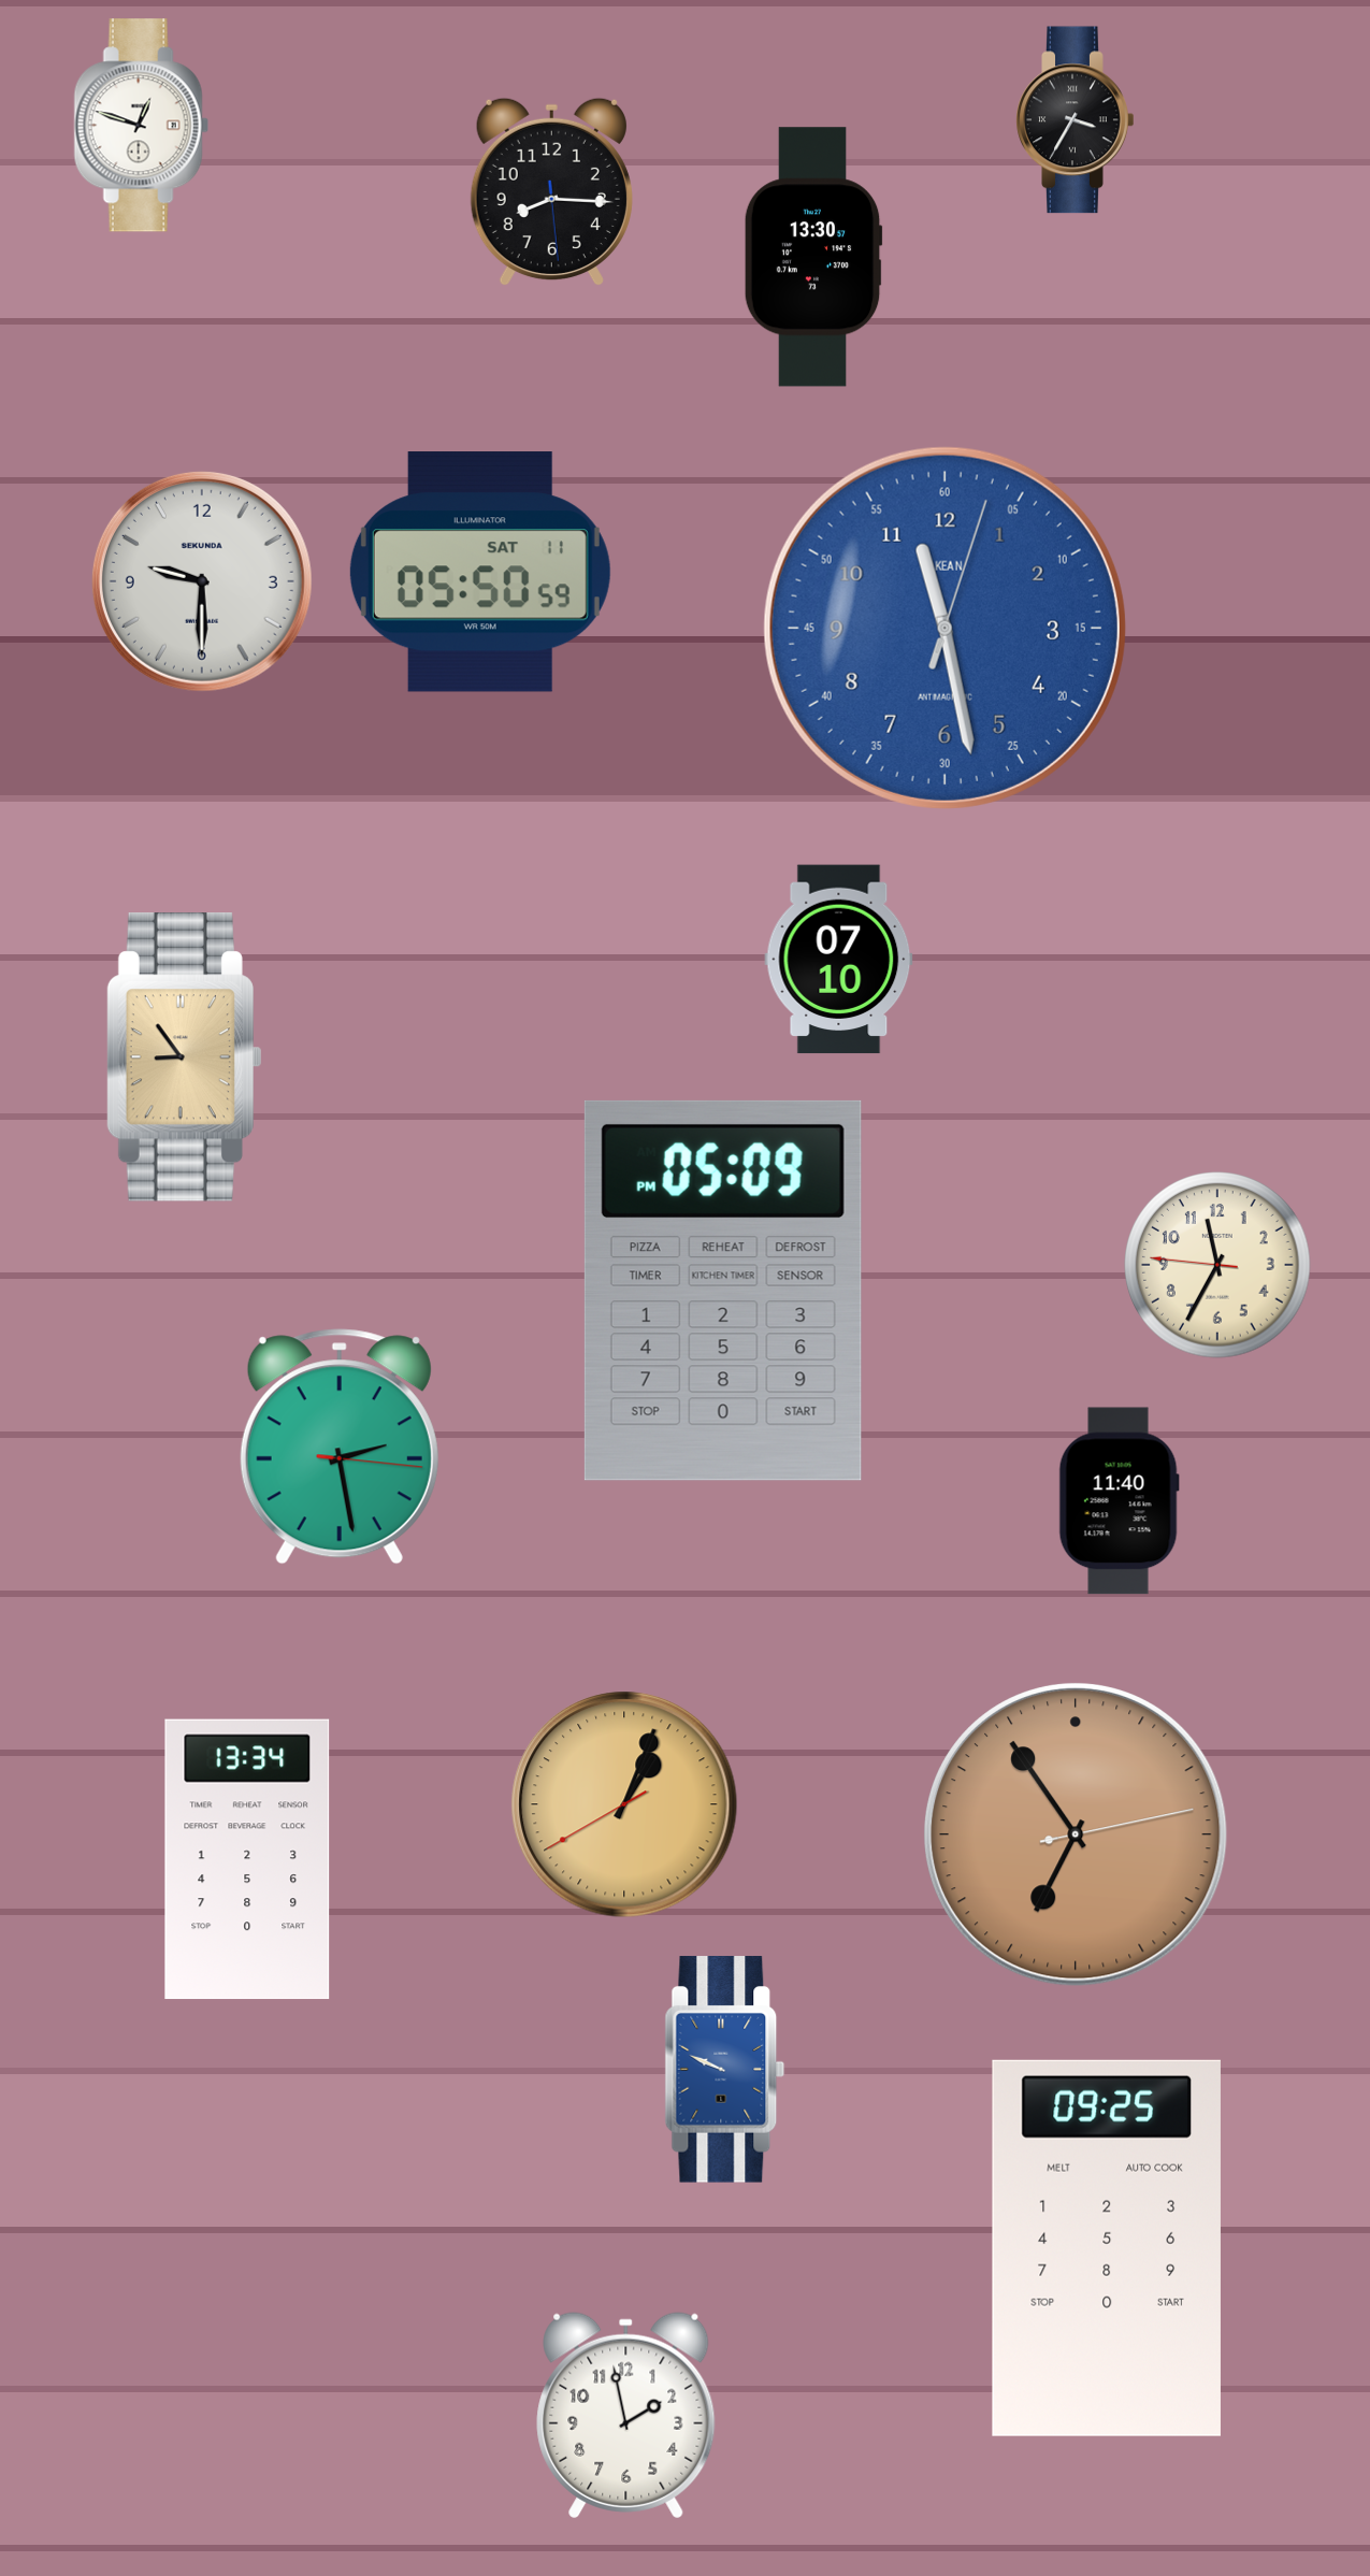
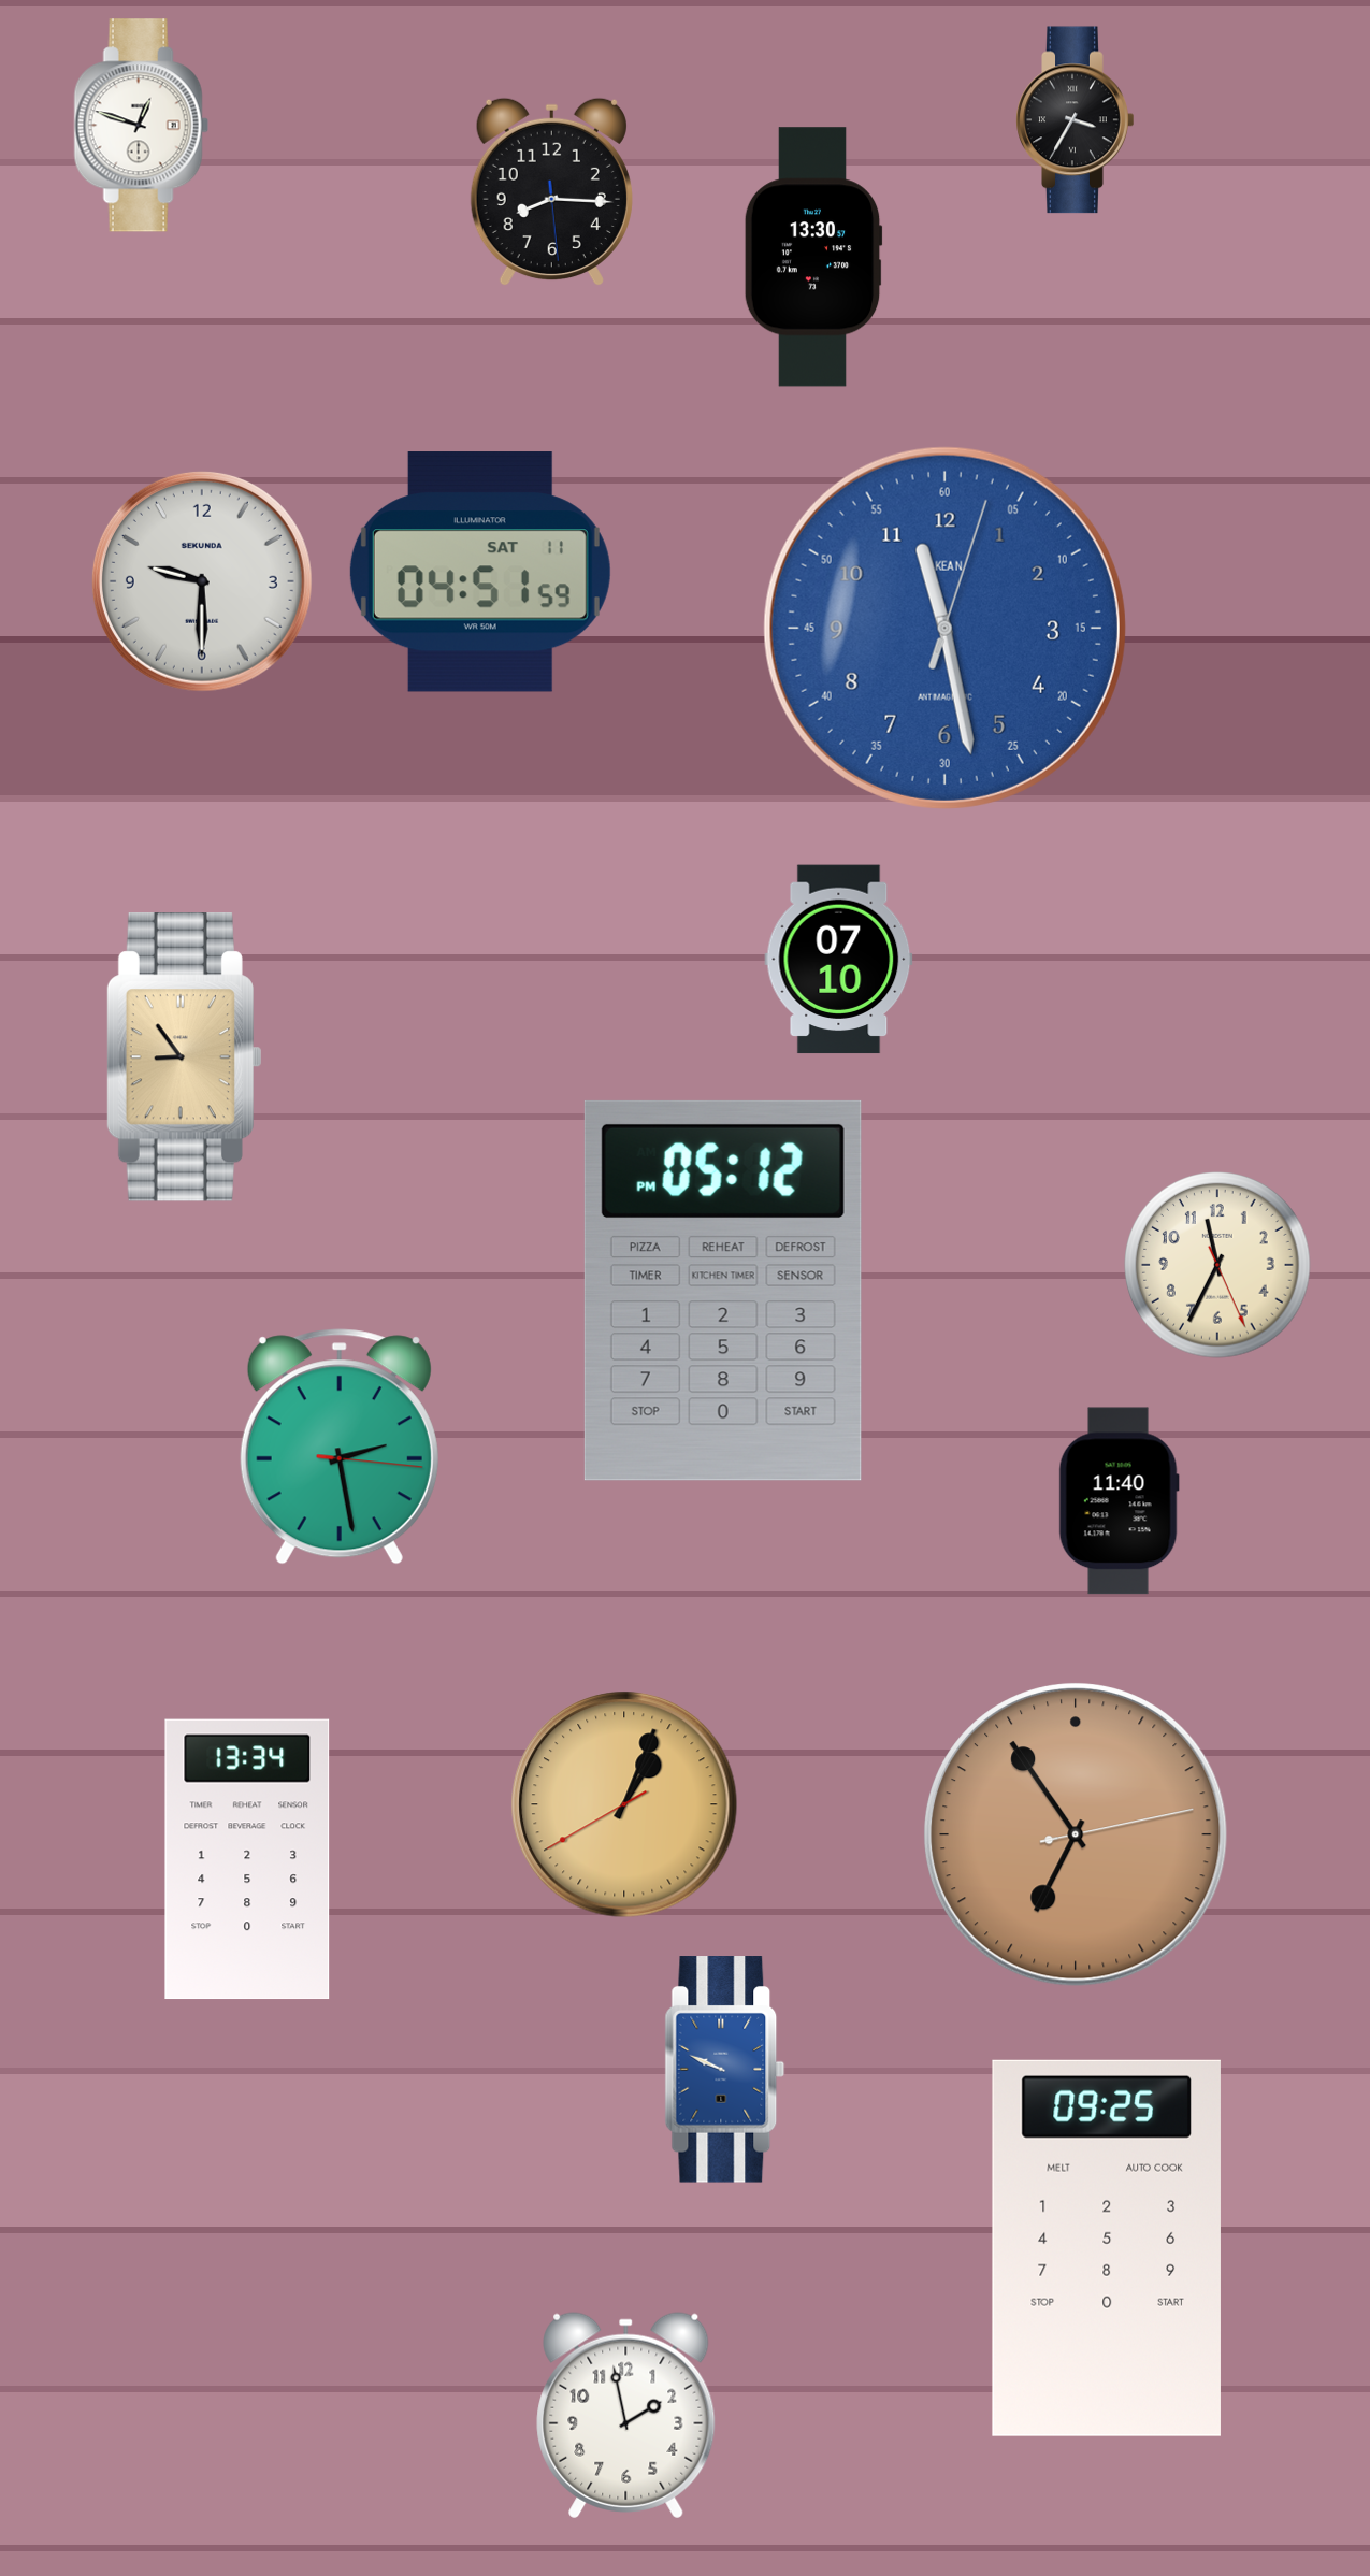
clock at (480, 572): 05:50 -> 04:51
clock at (1217, 1265): 11:34:46 -> 11:34:26
clock at (723, 1291): 05:09 -> 05:12
